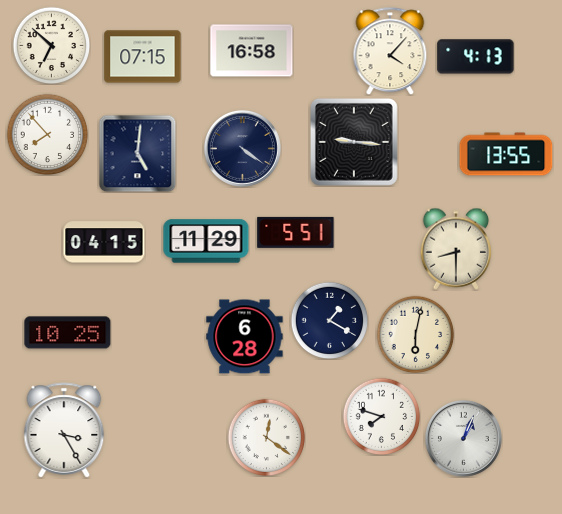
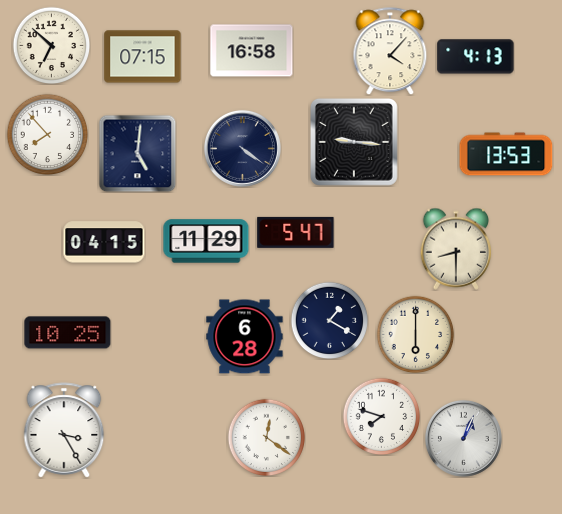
clock at (506, 154): 13:55 -> 13:53
clock at (296, 232): 5:51 -> 5:47
clock at (415, 334): 6:02 -> 6:00
